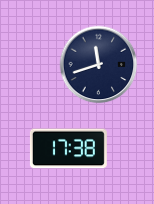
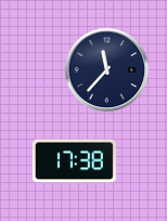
clock at (98, 64): 11:42 -> 11:37
